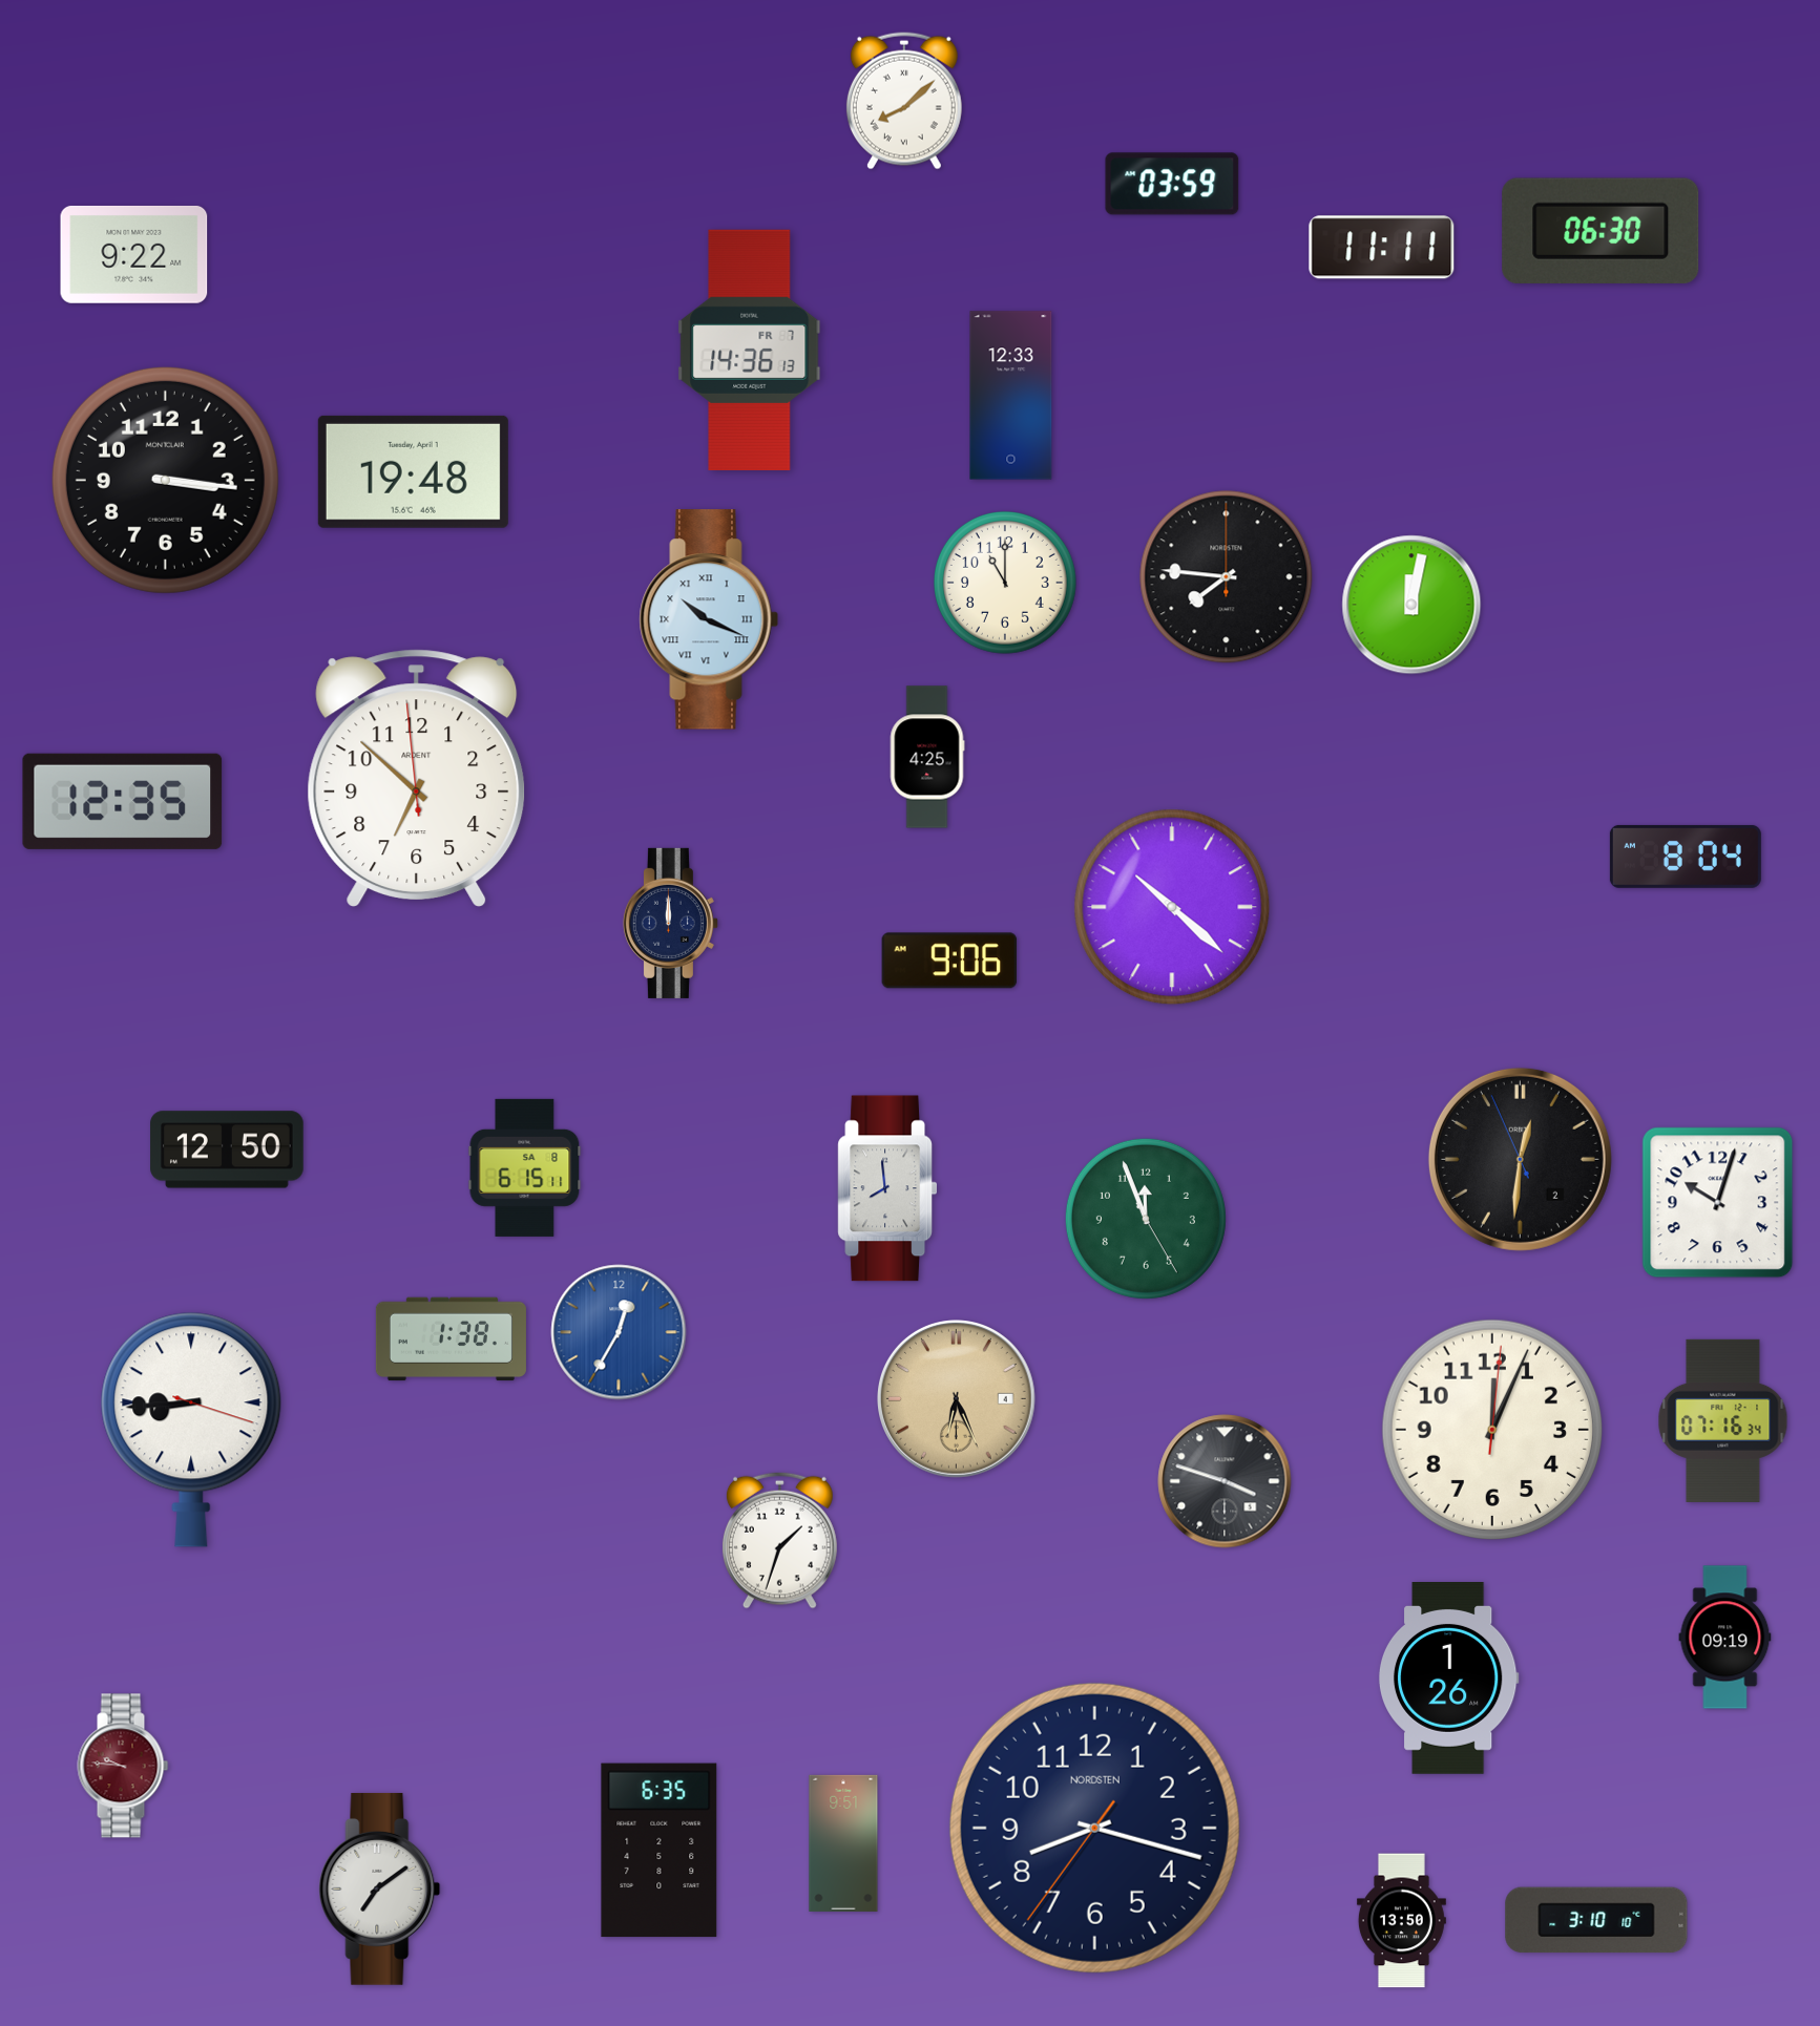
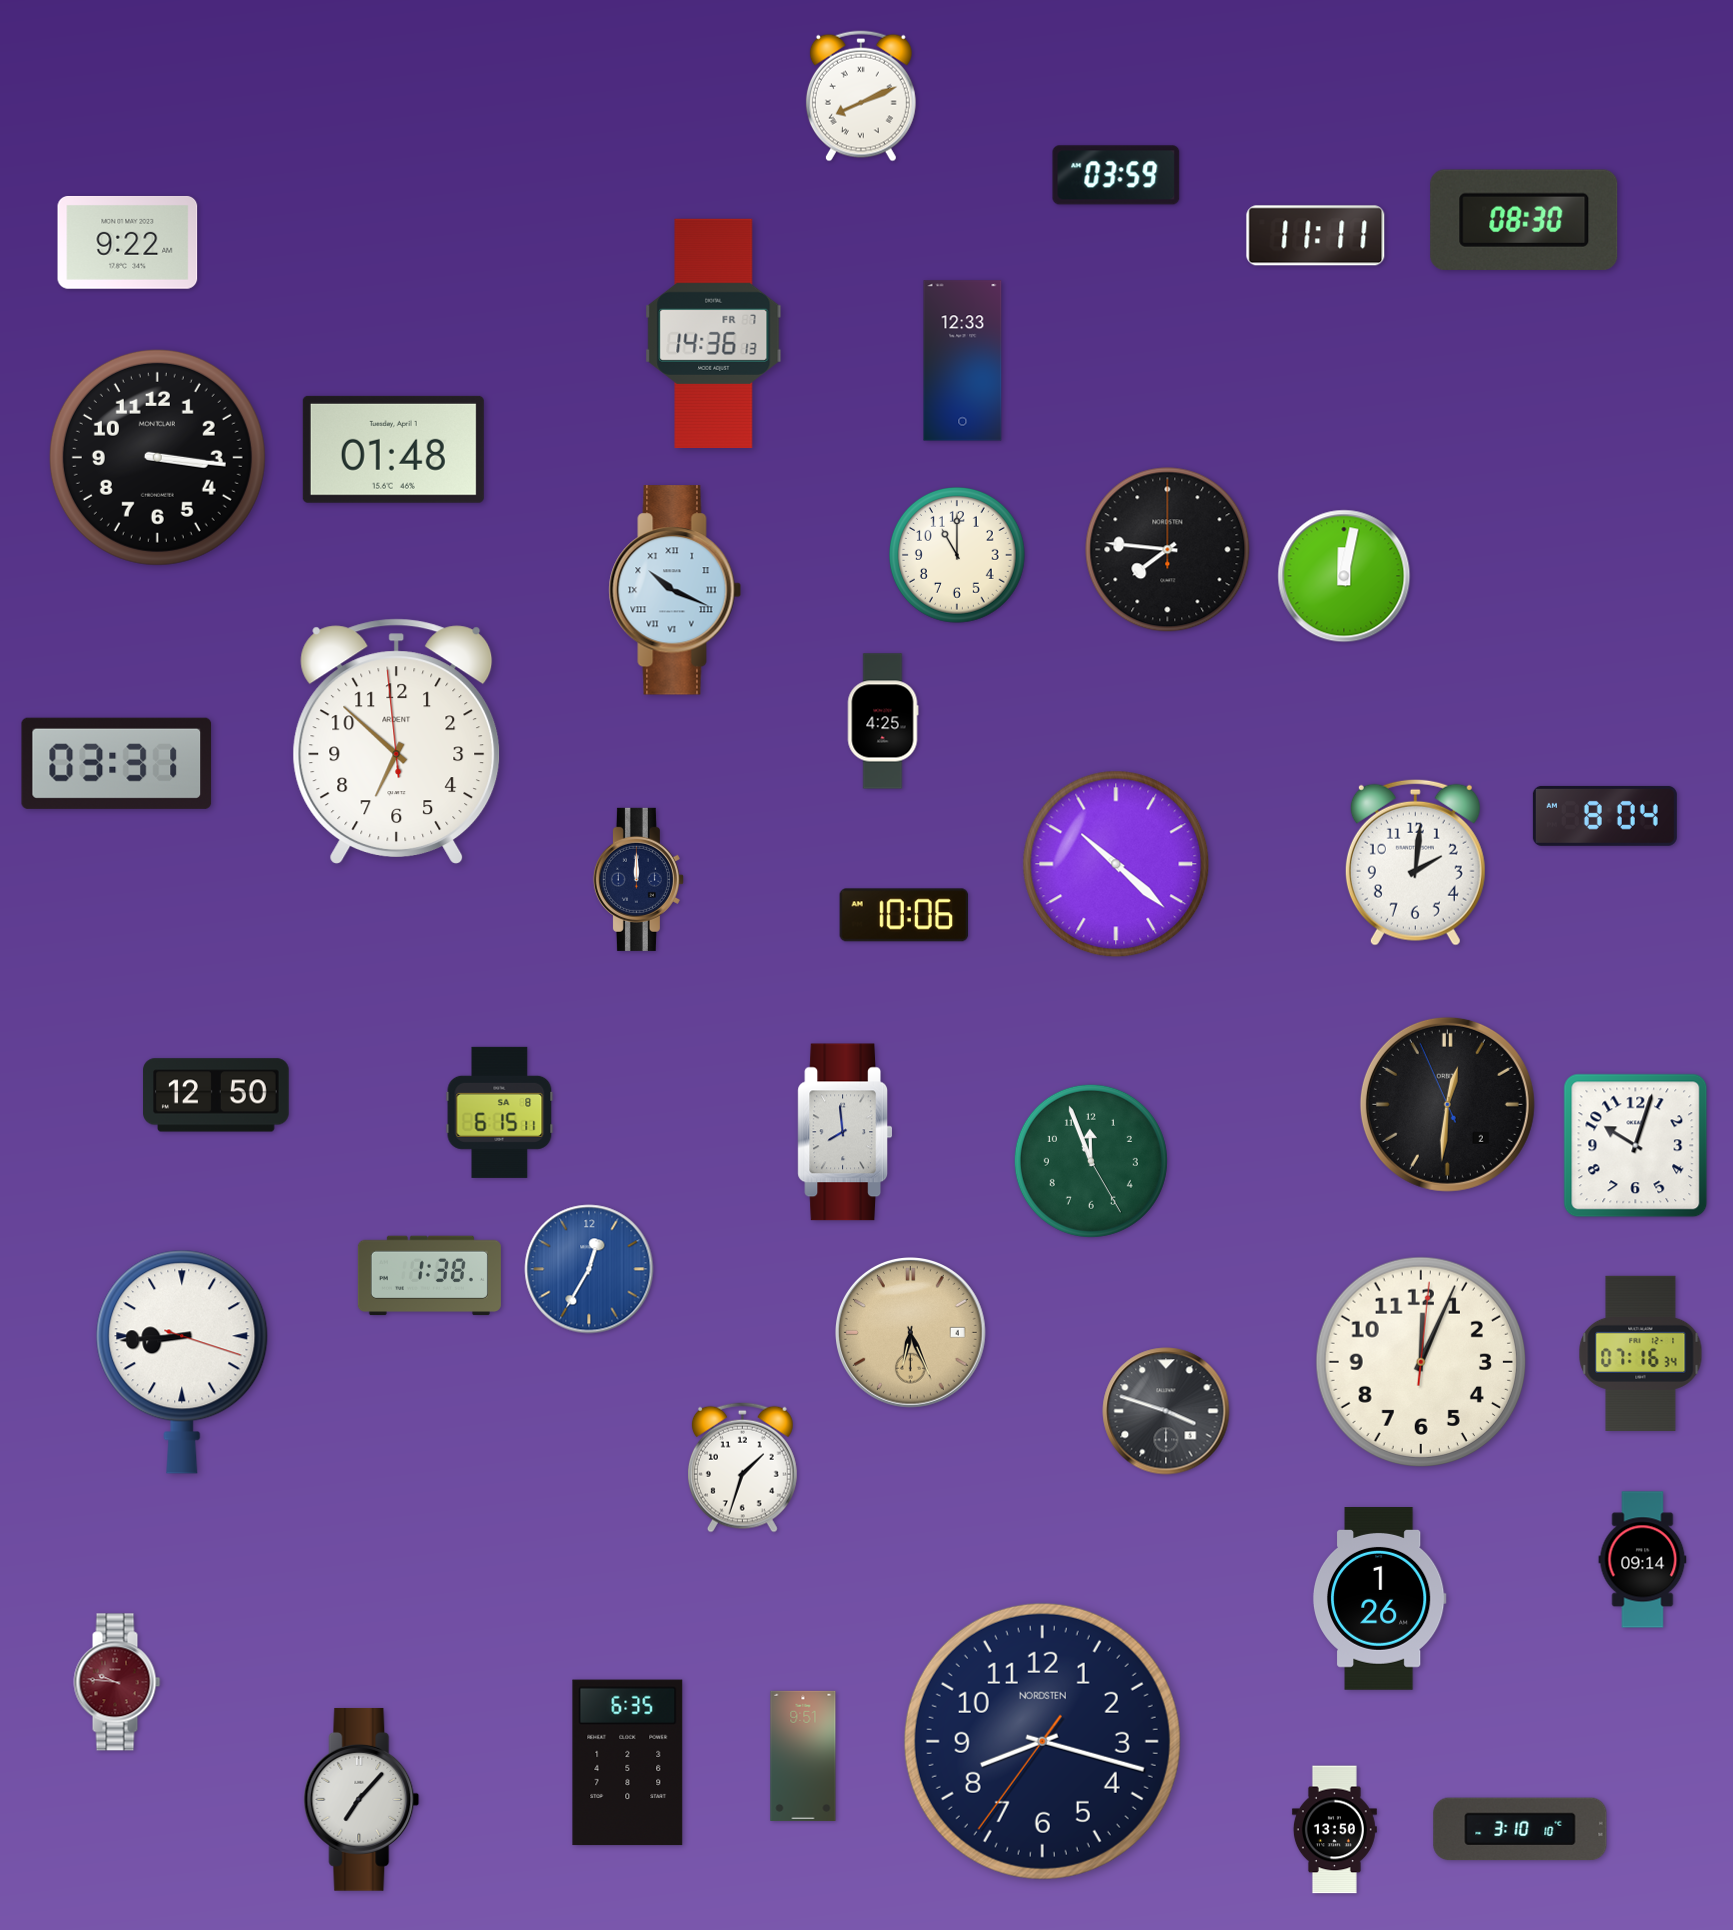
clock at (904, 101): 8:08 -> 8:11
clock at (1601, 231): 06:30 -> 08:30
clock at (1011, 396) position: (1011, 396) -> (963, 361)
clock at (413, 471): 19:48 -> 01:48
clock at (123, 801): 12:35 -> 03:31
clock at (1415, 862): none -> 2:01
clock at (949, 961): 9:06 -> 10:06
clock at (1725, 1638): 09:19 -> 09:14
clock at (380, 1888): 7:09 -> 7:07
